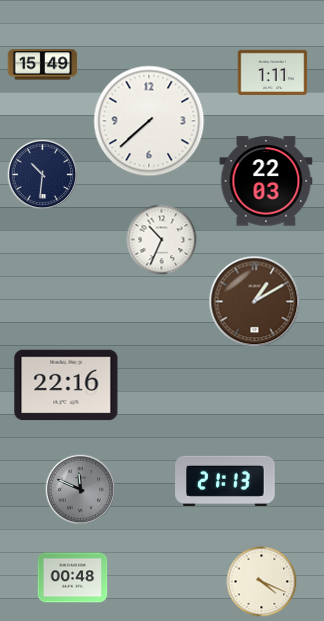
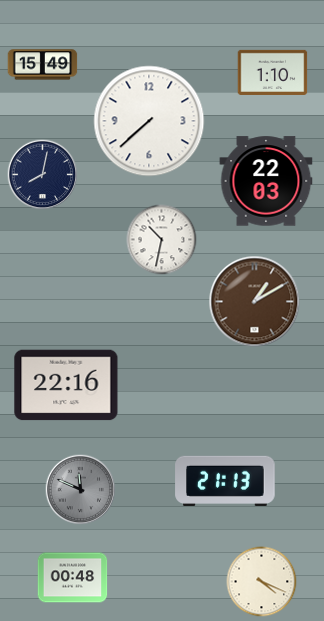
clock at (273, 72): 1:11 -> 1:10
clock at (43, 175): 10:31 -> 8:02
clock at (162, 240): 10:34 -> 10:32
